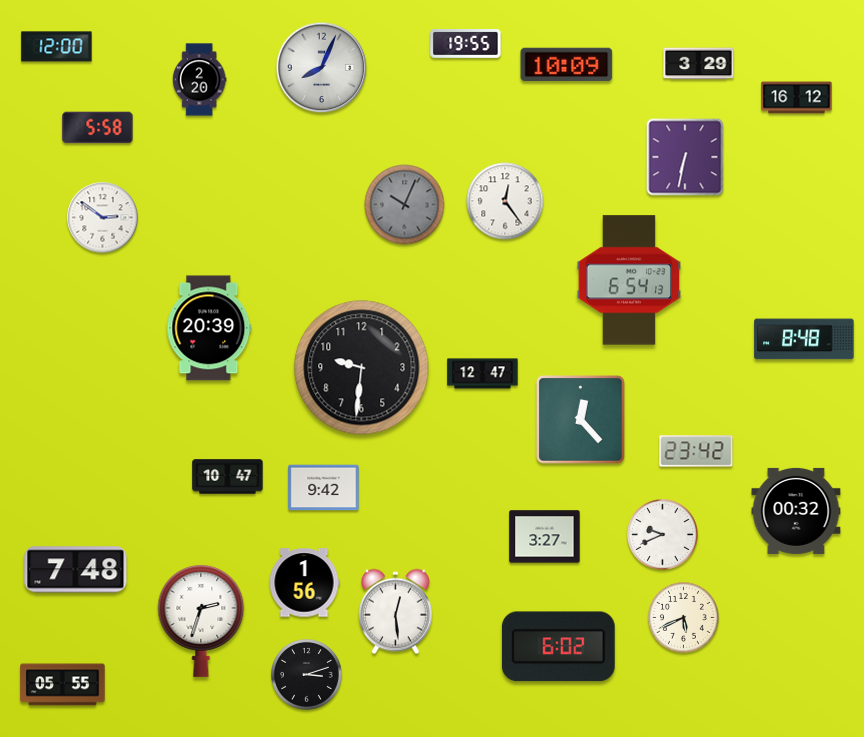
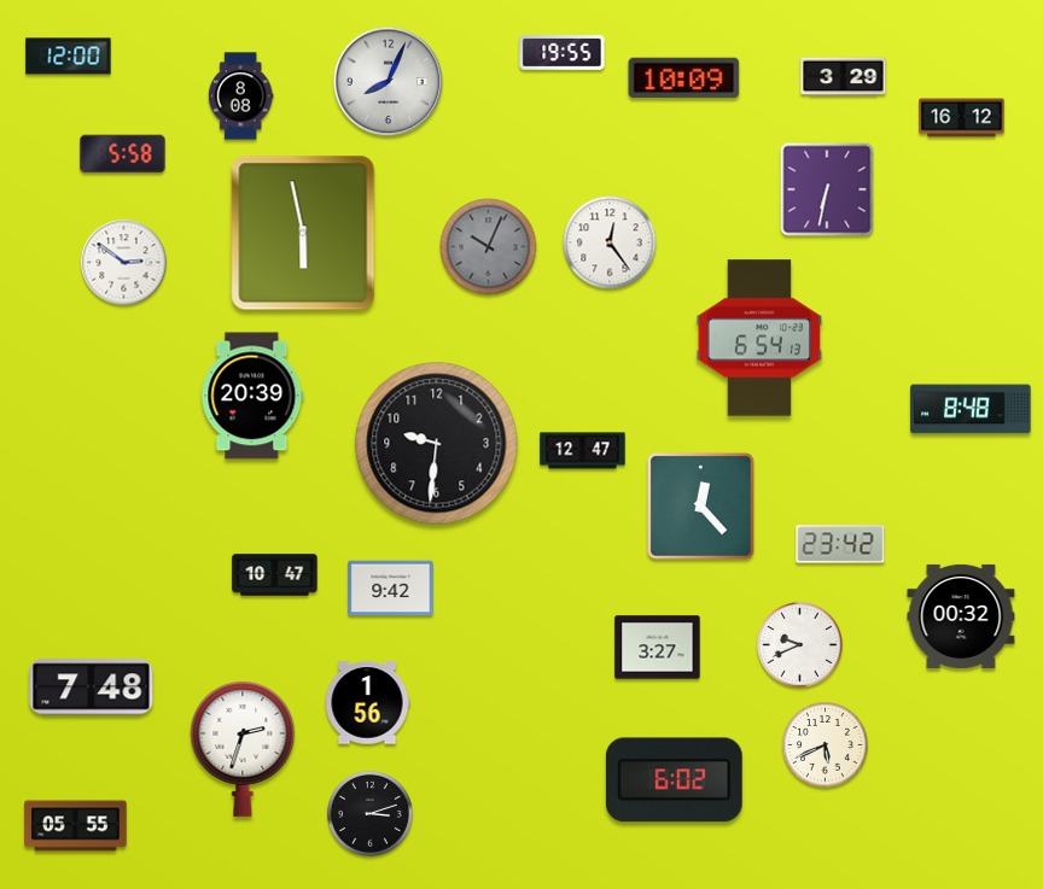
clock at (199, 80): 2:20 -> 8:08
clock at (98, 128) position: (98, 128) -> (123, 154)
clock at (303, 233): none -> 5:58
clock at (396, 612): 12:29 -> none
